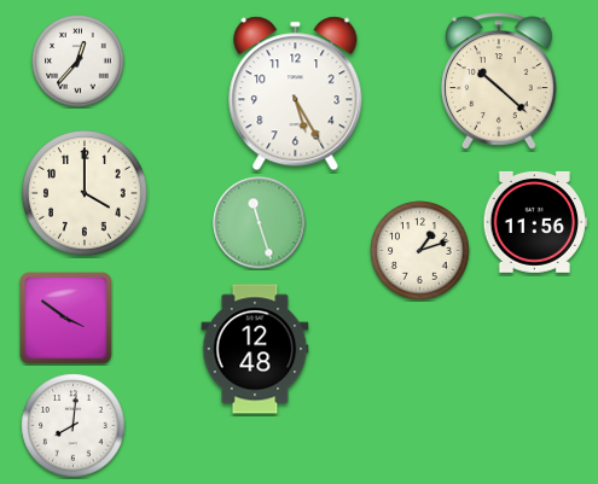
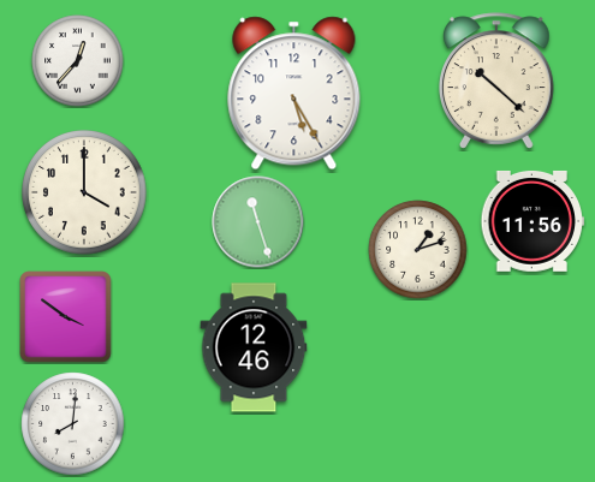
clock at (255, 349): 12:48 -> 12:46
